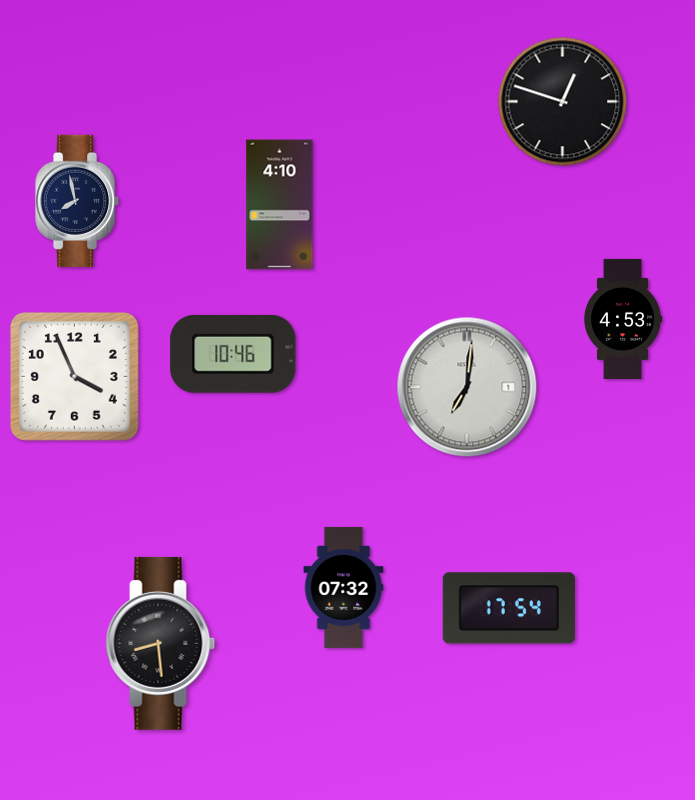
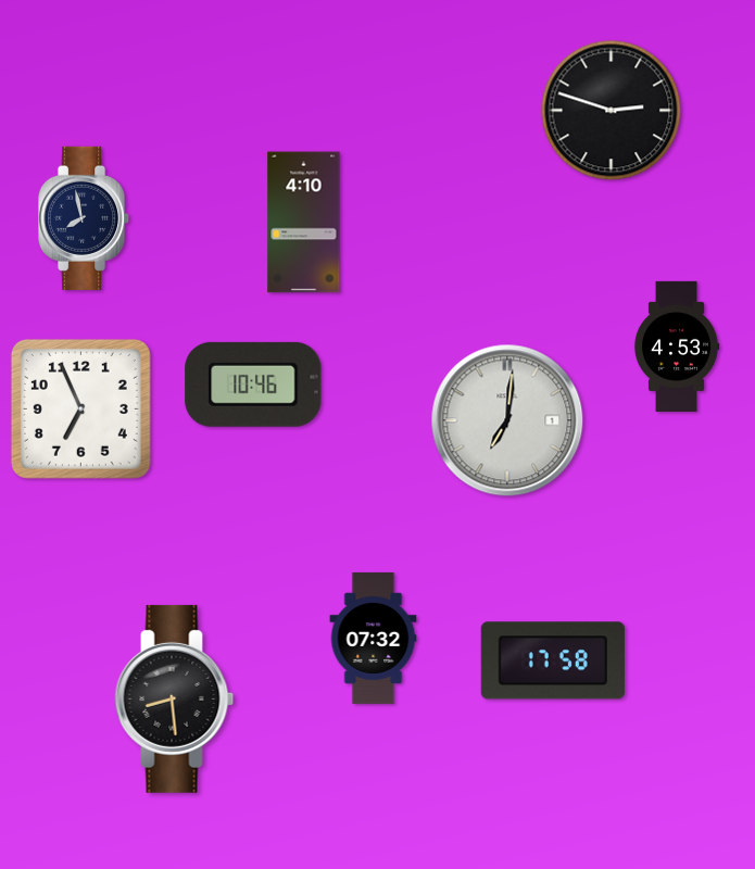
clock at (563, 102): 12:48 -> 2:48
clock at (74, 376): 3:56 -> 6:56
clock at (509, 608): 17:54 -> 17:58
